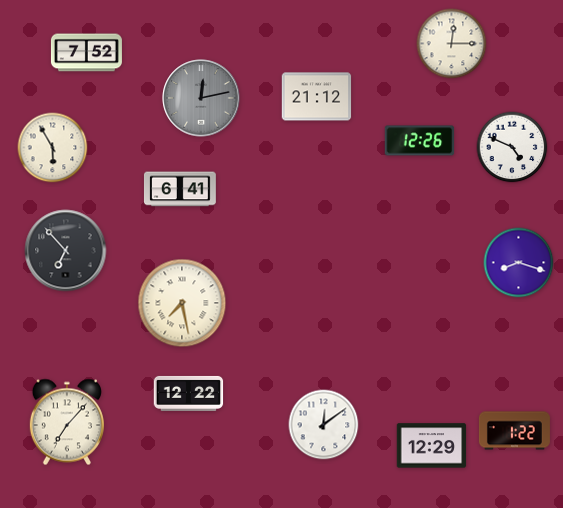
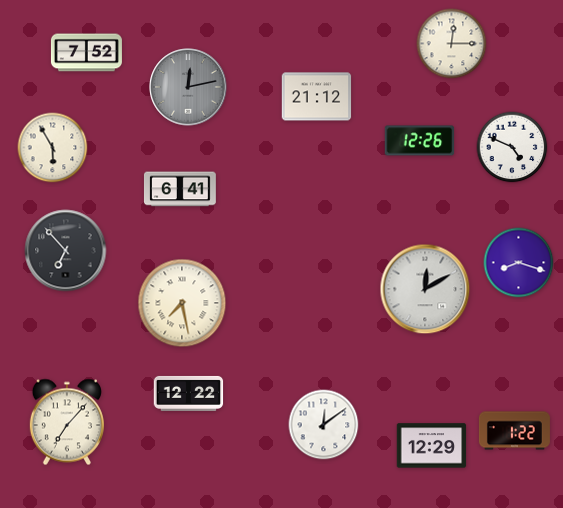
clock at (201, 98) position: (201, 98) -> (188, 87)
clock at (425, 289): none -> 12:10
